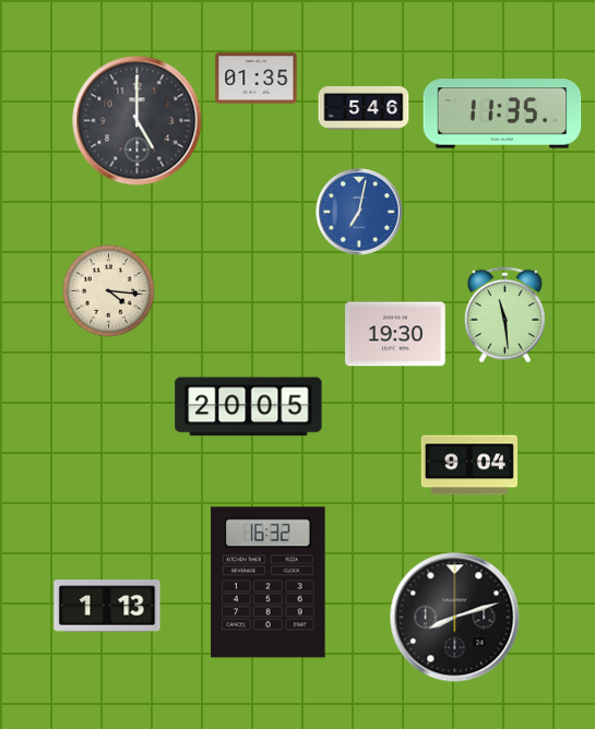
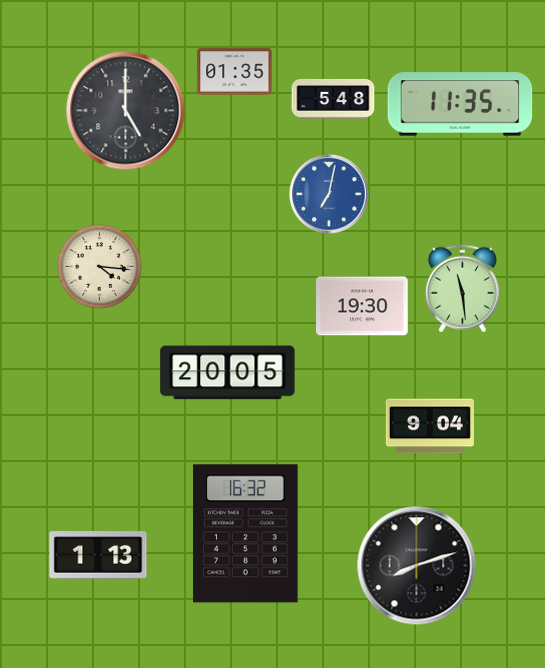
clock at (364, 108): 5:46 -> 5:48
